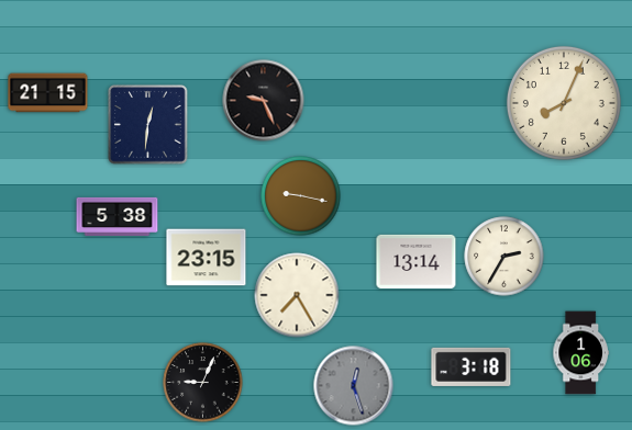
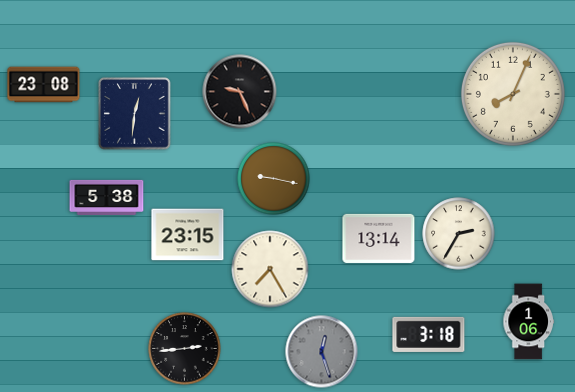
clock at (48, 93): 21:15 -> 23:08
clock at (203, 383): 9:04 -> 2:44
